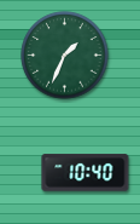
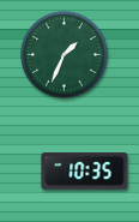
clock at (86, 173): 10:40 -> 10:35
